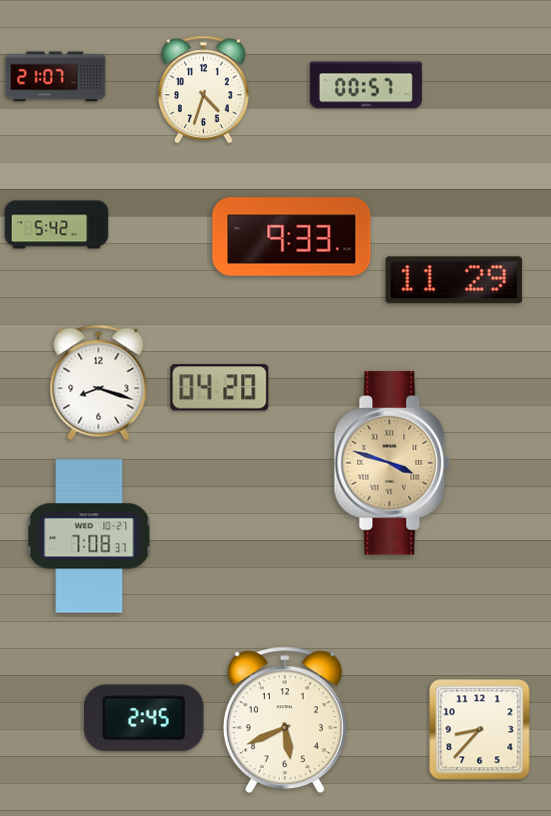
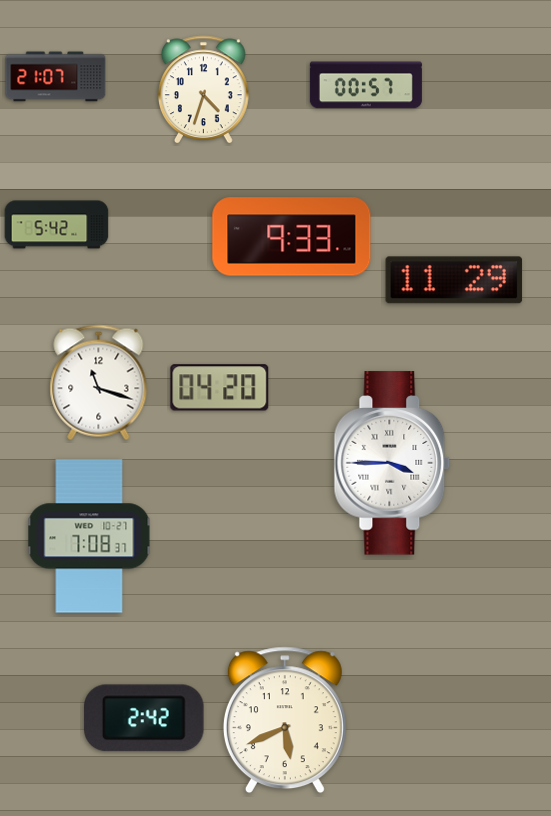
clock at (99, 383): 8:18 -> 11:18
clock at (392, 463): 3:48 -> 3:45
clock at (392, 463) dial: champagne -> white
clock at (144, 718): 2:45 -> 2:42
clock at (480, 730): 8:37 -> none
